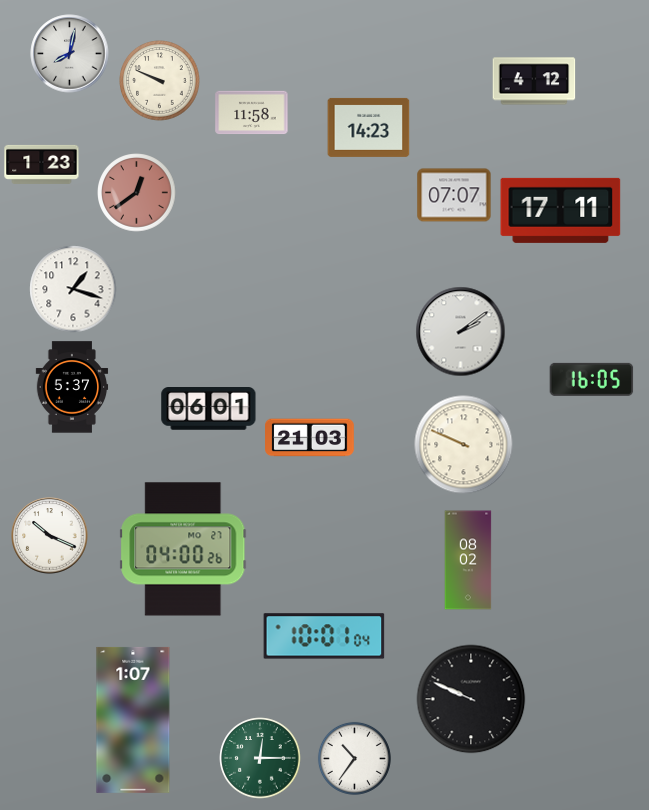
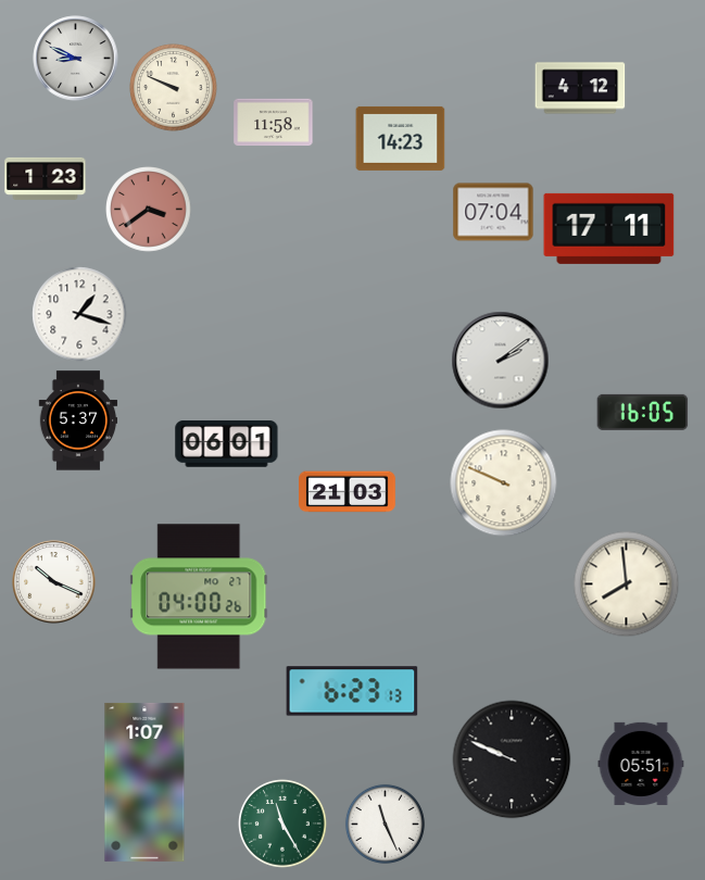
clock at (70, 54): 8:02 -> 8:49
clock at (137, 193): 12:39 -> 3:39
clock at (454, 195): 07:07 -> 07:04
clock at (310, 438) position: (310, 438) -> (348, 492)
clock at (627, 584): none -> 7:59
clock at (468, 560): 08:02 -> none
clock at (324, 636): 10:01 -> 6:23
clock at (641, 764): none -> 05:51
clock at (260, 758): 12:15 -> 11:25
clock at (354, 758): 10:36 -> 11:26
